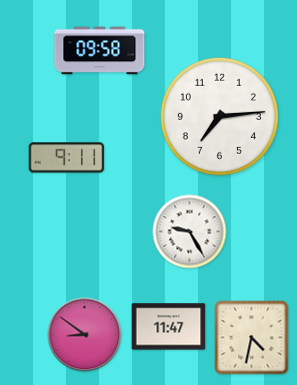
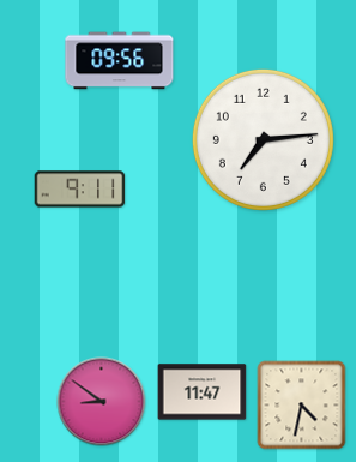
clock at (100, 51): 09:58 -> 09:56
clock at (190, 232): 9:25 -> none
